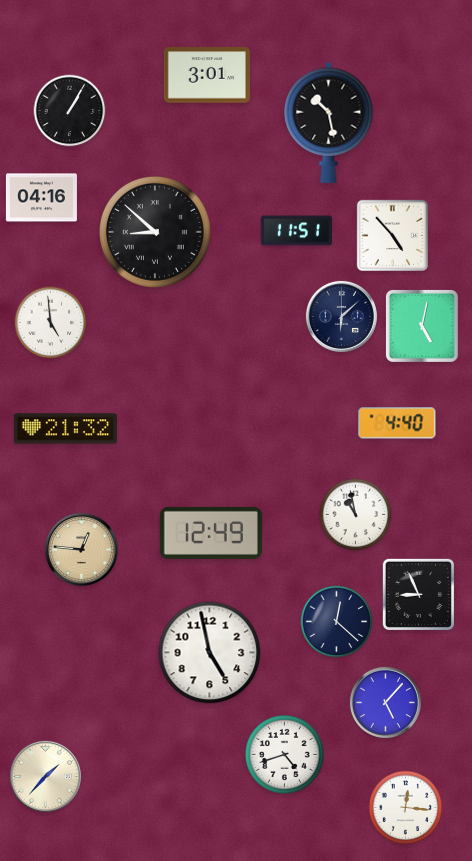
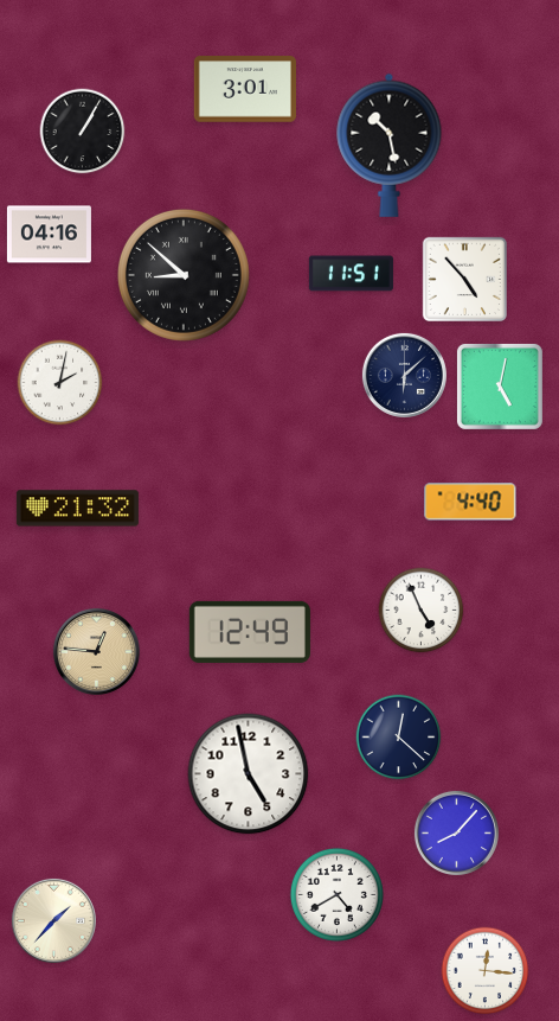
clock at (51, 323): 4:59 -> 2:02
clock at (356, 515): 10:58 -> 4:56
clock at (418, 594): 8:56 -> none
clock at (385, 702): 5:07 -> 8:07
clock at (284, 754): 4:42 -> 4:40
clock at (406, 808) position: (406, 808) -> (486, 971)
